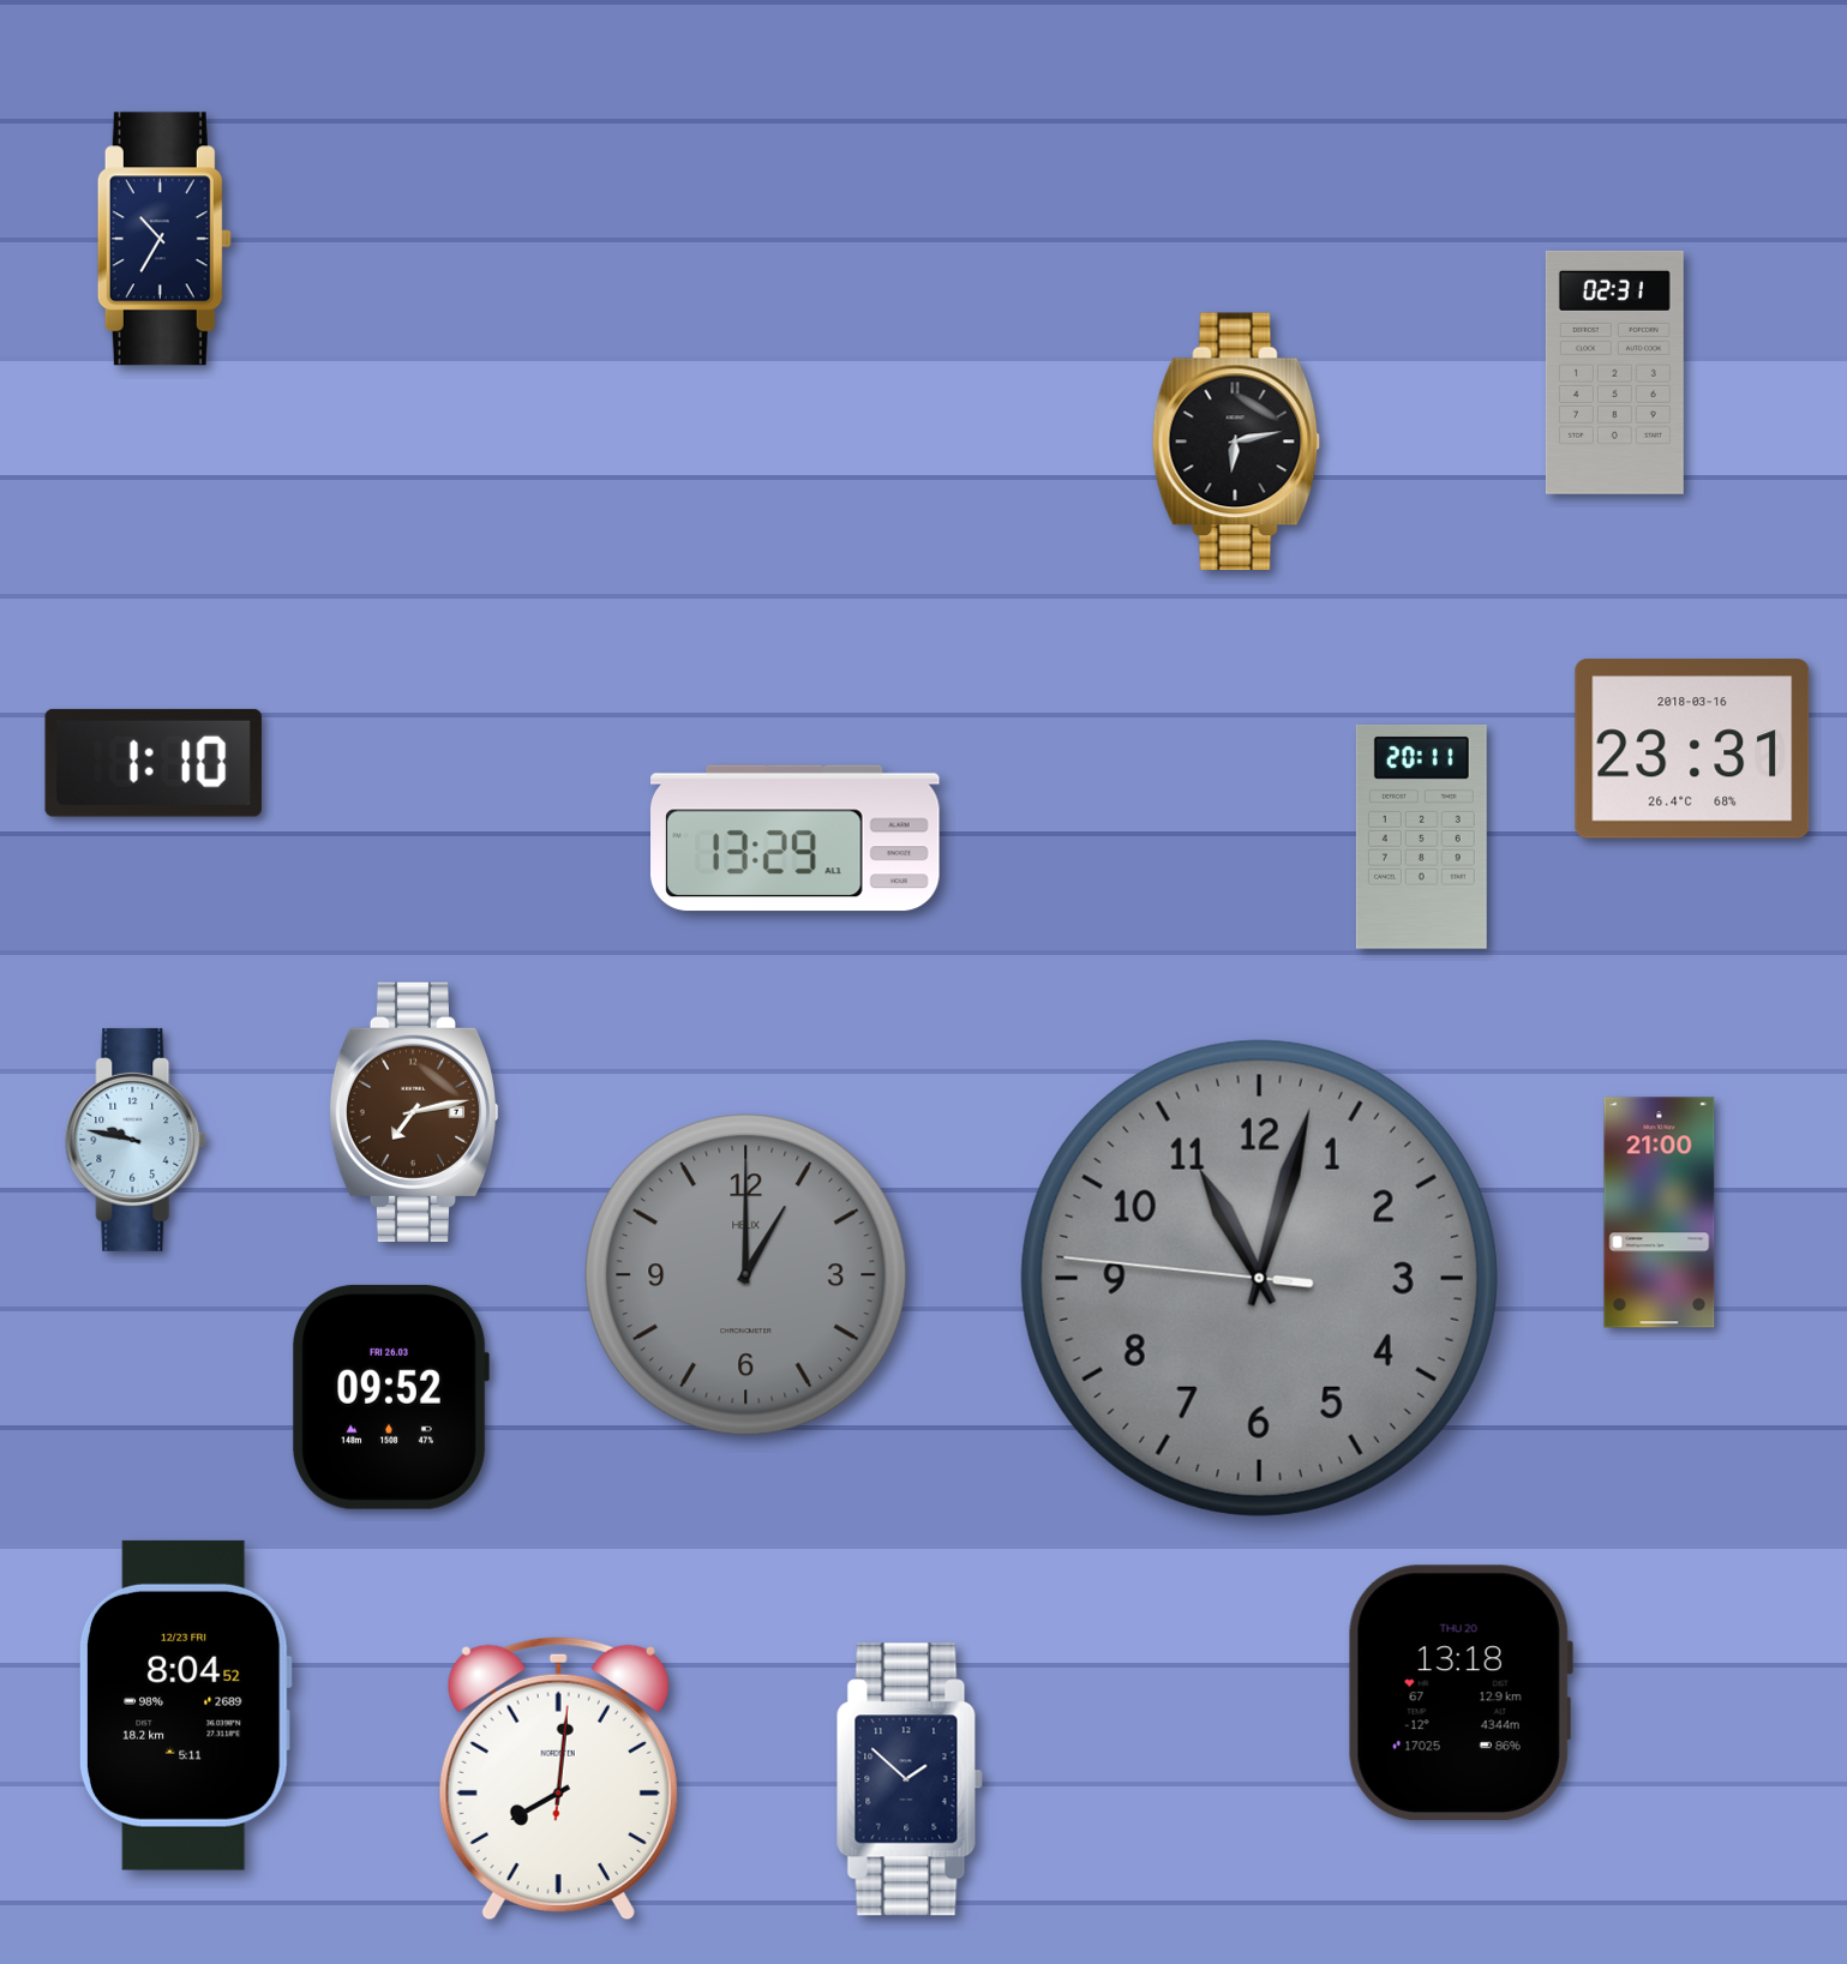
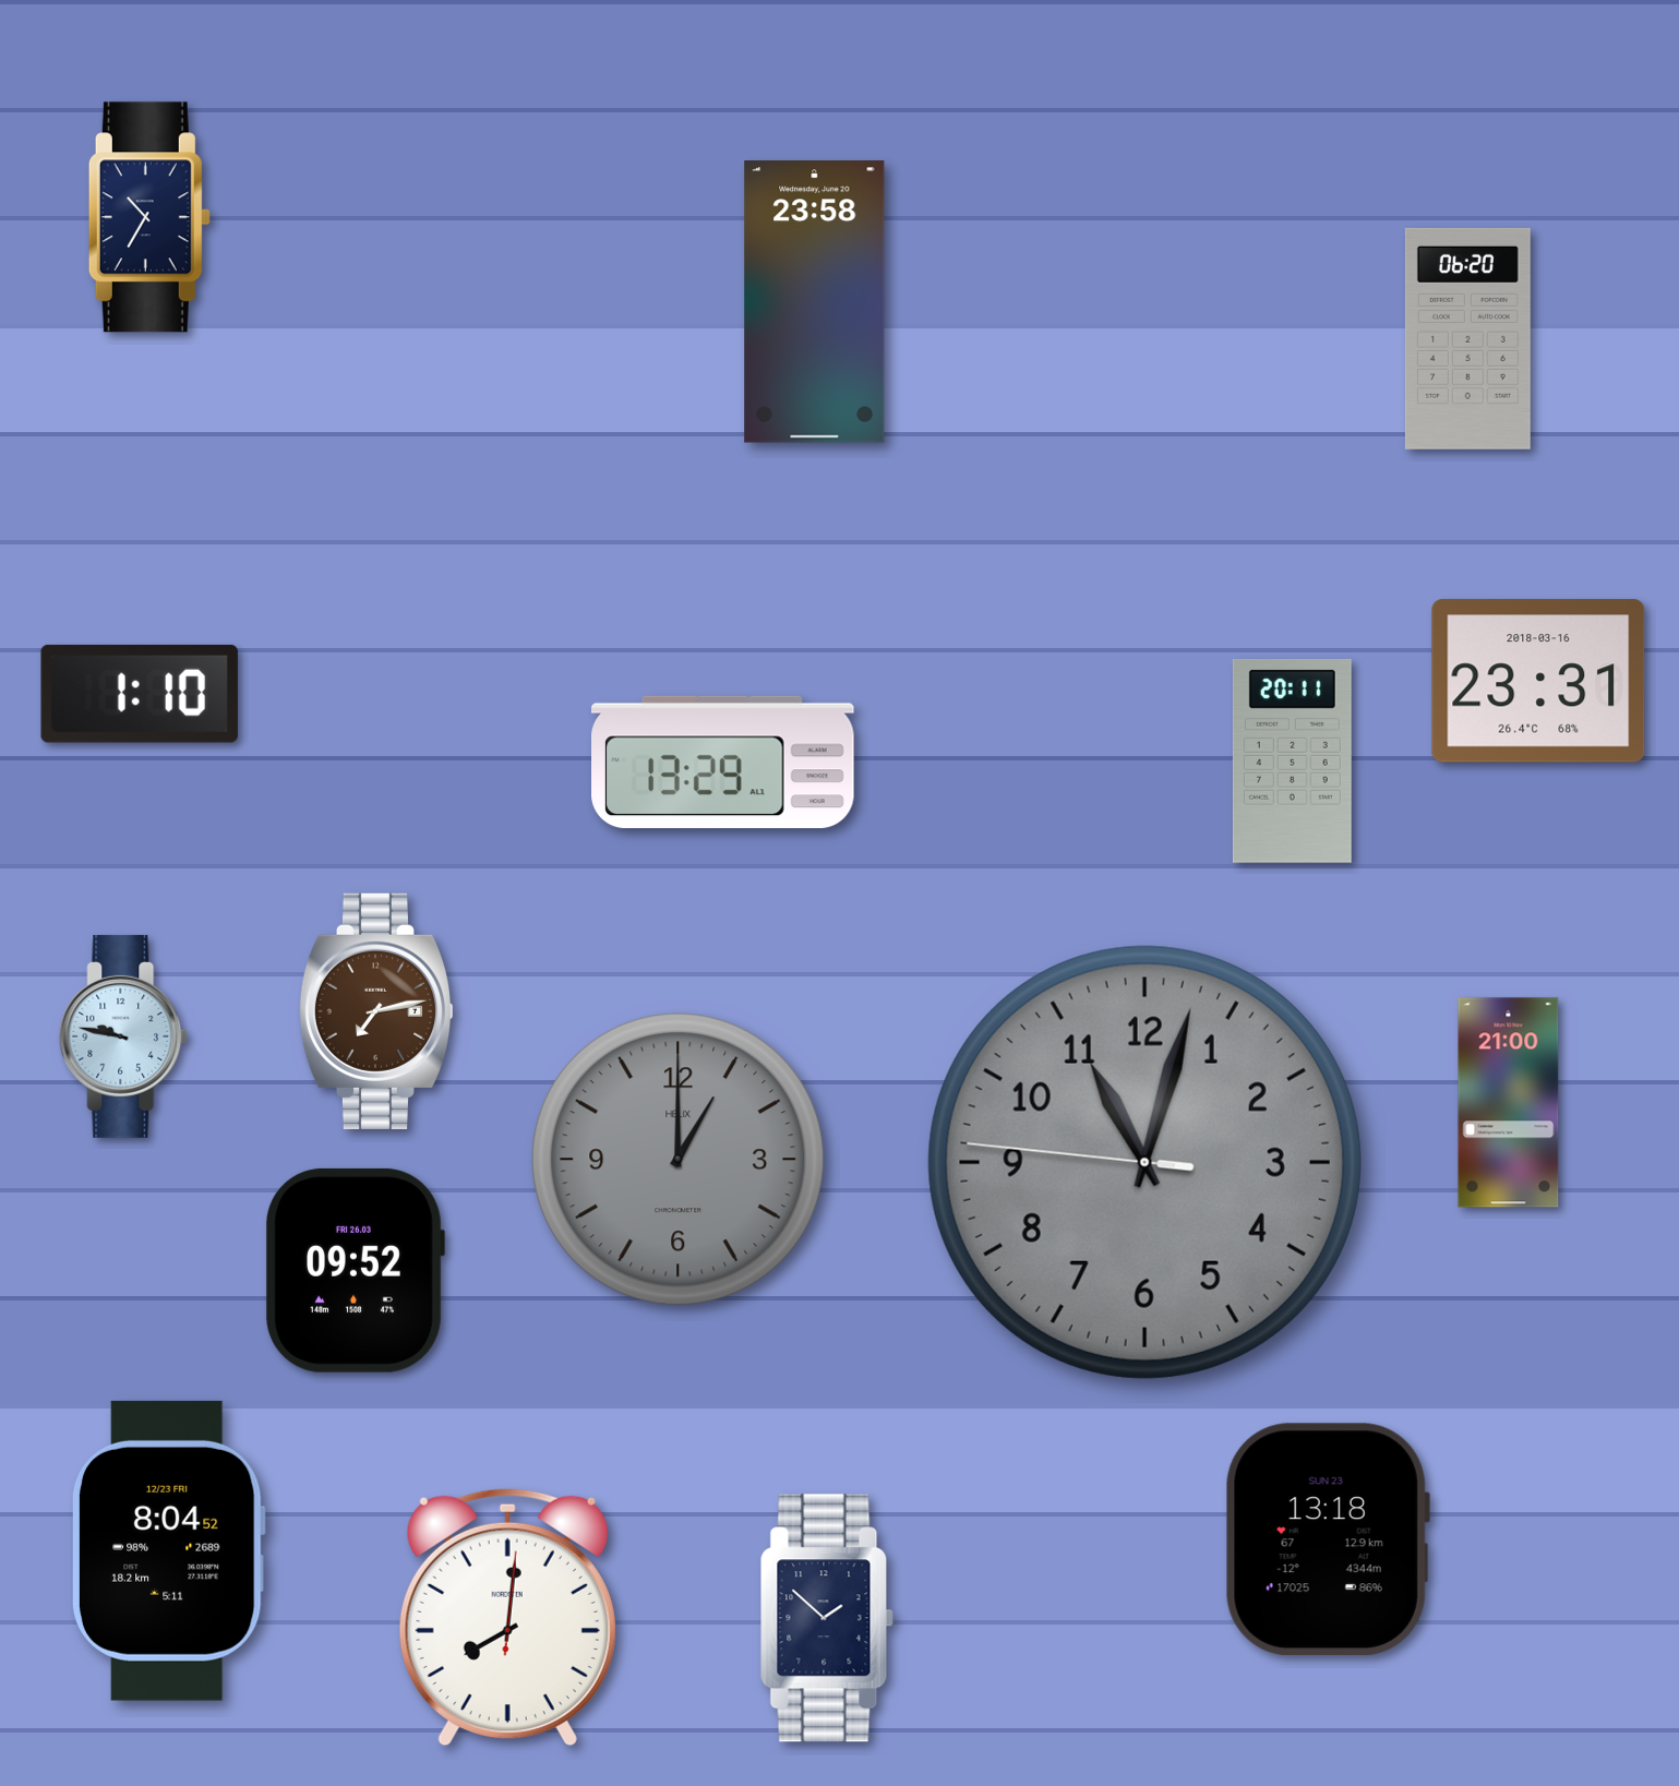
clock at (815, 302): none -> 23:58
clock at (1614, 372): 02:31 -> 06:20
clock at (1236, 442): 6:13 -> none
clock at (1461, 1693) date: THU 20 -> SUN 23
